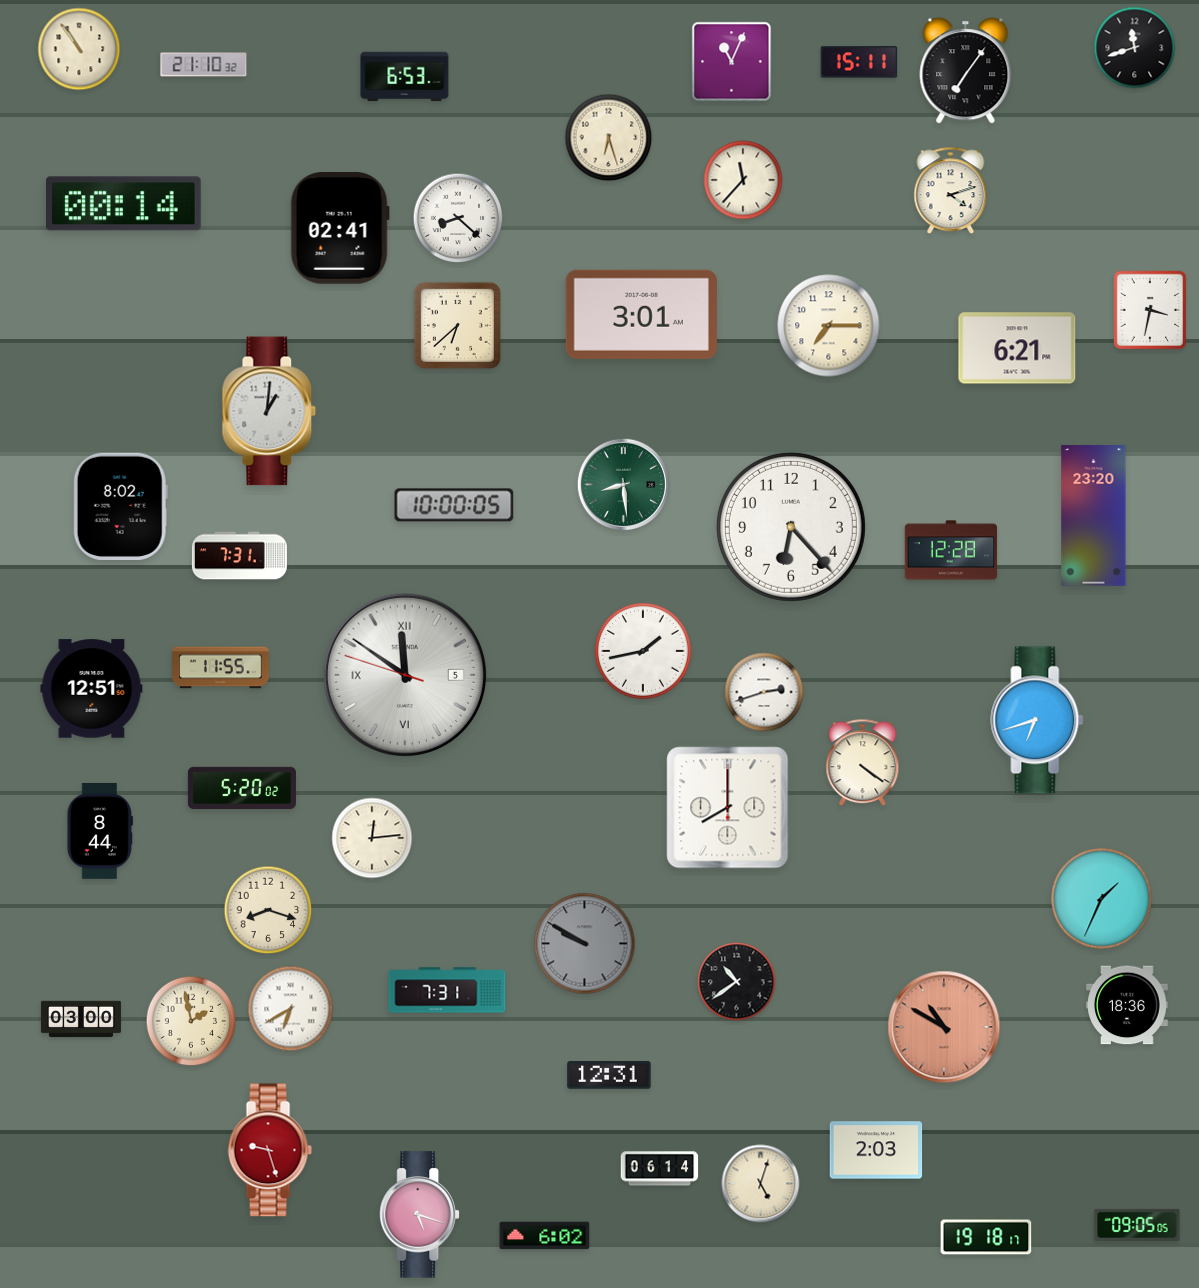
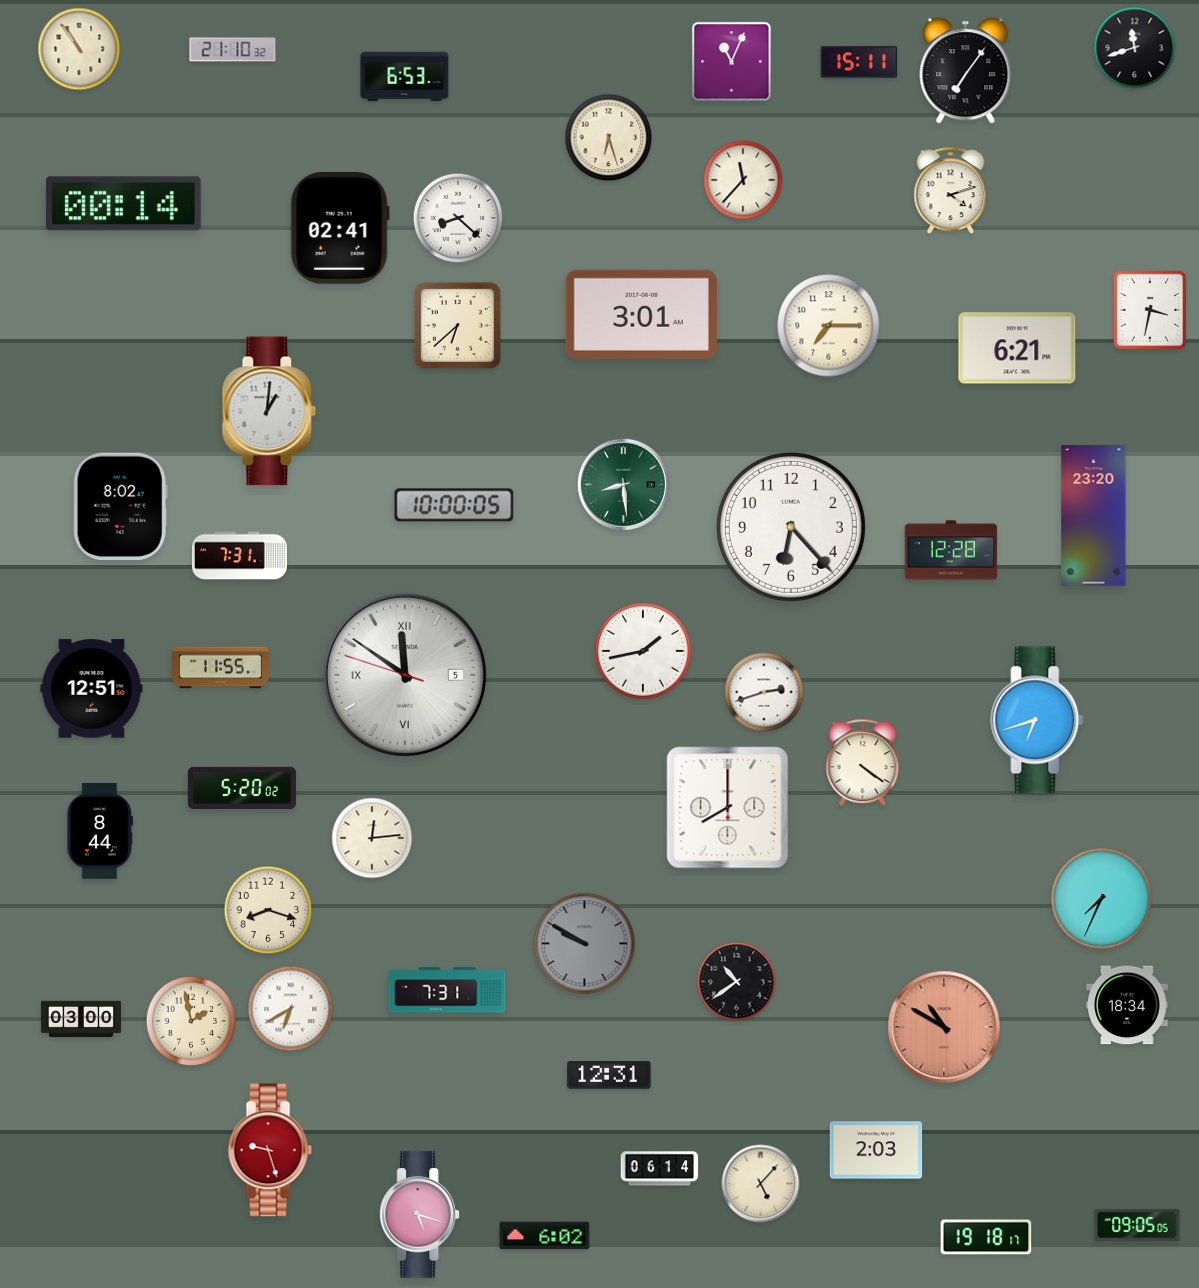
clock at (204, 65) position: (204, 65) -> (233, 50)
clock at (1102, 899): 1:34 -> 7:34
clock at (1127, 1005): 18:36 -> 18:34
clock at (761, 1184): 5:03 -> 5:07
